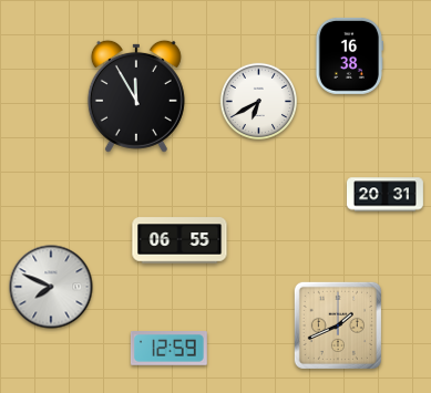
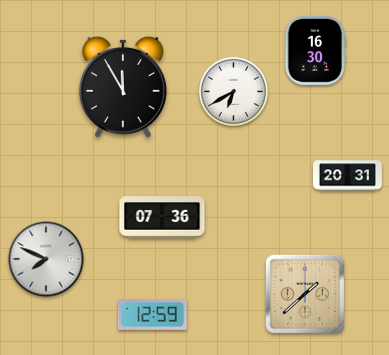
clock at (348, 55): 16:38 -> 16:30
clock at (179, 240): 06:55 -> 07:36
clock at (338, 325): 1:41 -> 1:38
